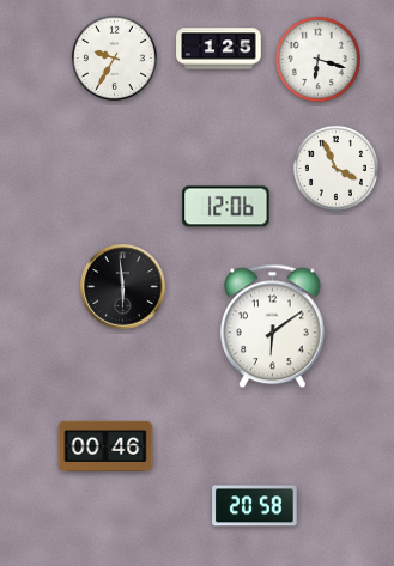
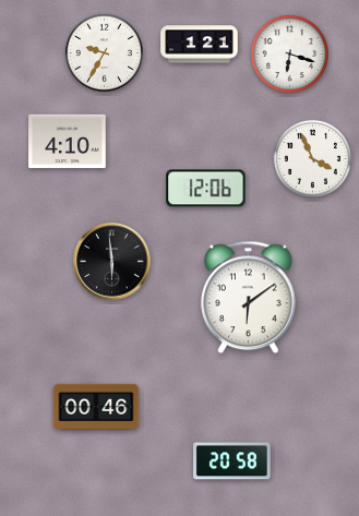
clock at (219, 49): 1:25 -> 1:21
clock at (68, 142): none -> 4:10
clock at (335, 168) position: (335, 168) -> (312, 158)
